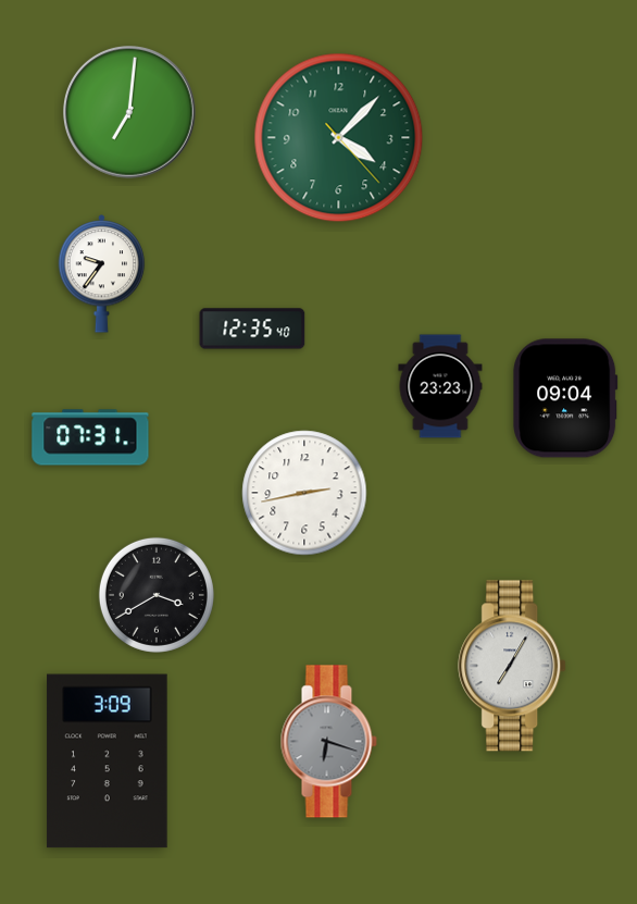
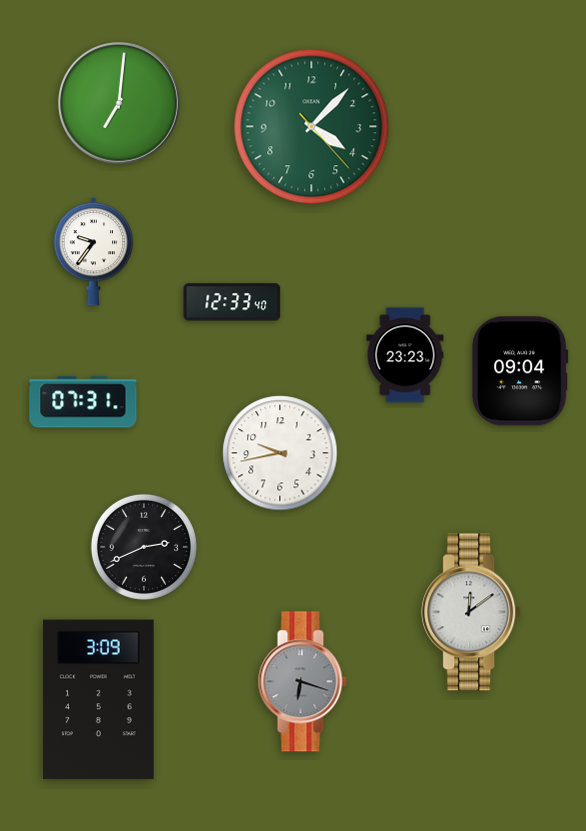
clock at (252, 329): 12:35 -> 12:33
clock at (565, 398) position: (565, 398) -> (520, 371)
clock at (304, 493): 2:43 -> 9:43
clock at (157, 595): 3:40 -> 2:41
clock at (513, 666): 7:05 -> 12:09
